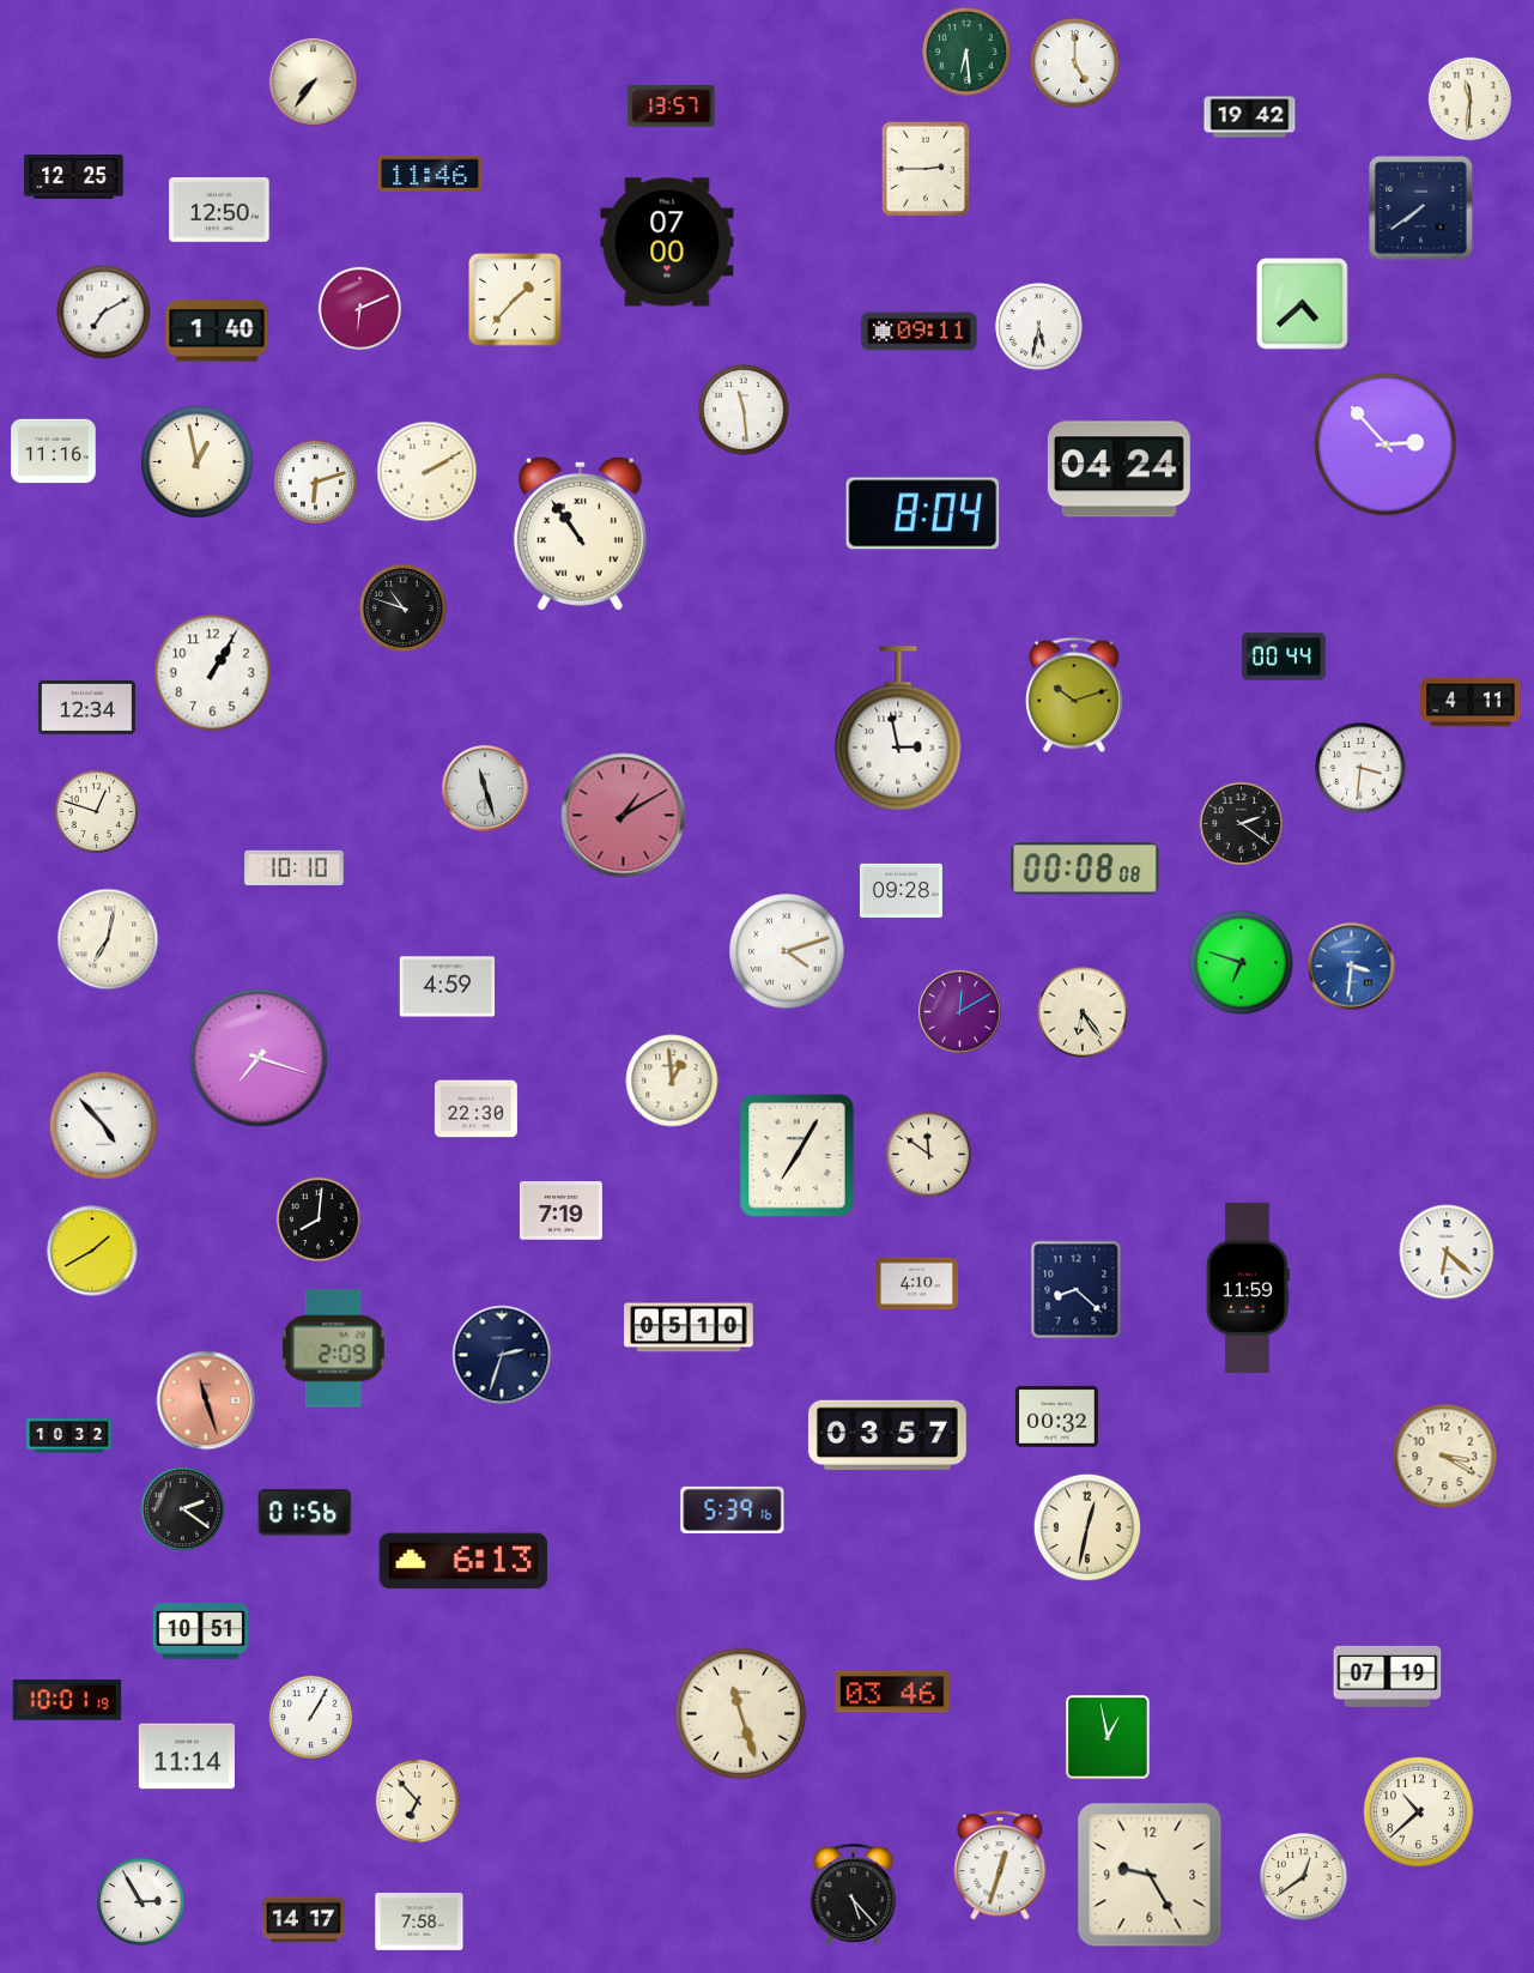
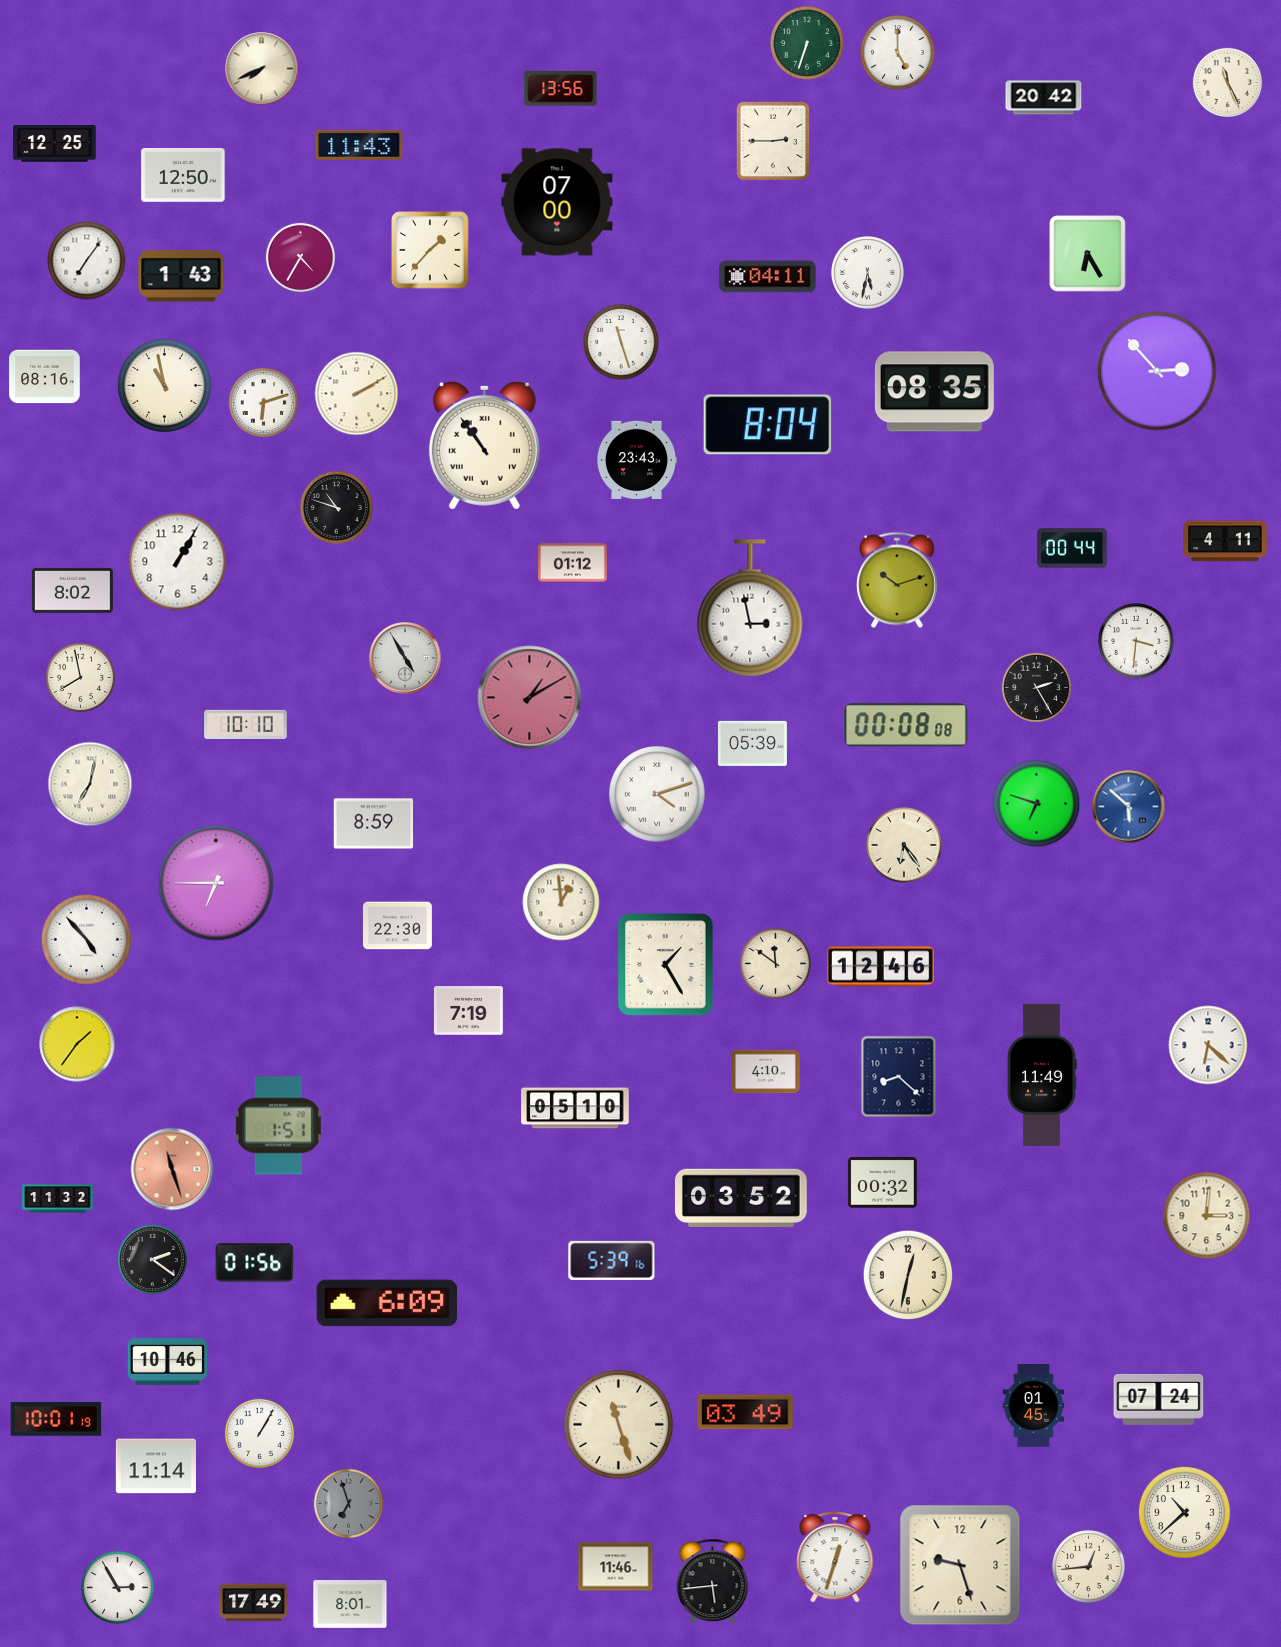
clock at (966, 52): 6:29 -> 6:33
clock at (314, 83): 7:36 -> 7:41
clock at (1471, 99): 11:31 -> 11:26
clock at (672, 107): 13:57 -> 13:56
clock at (1250, 117): 19:42 -> 20:42
clock at (430, 174): 11:46 -> 11:43
clock at (74, 177) position: (74, 177) -> (55, 144)
clock at (1421, 208): 7:39 -> none
clock at (1303, 304): 4:38 -> 6:25
clock at (360, 309): 6:11 -> 4:35
clock at (104, 313): 7:10 -> 7:06
clock at (217, 331): 1:40 -> 1:43
clock at (920, 332): 09:11 -> 04:11
clock at (744, 410): 11:29 -> 11:27
clock at (54, 452): 11:16 -> 08:16
clock at (198, 462): 12:58 -> 10:58
clock at (1118, 470): 04:24 -> 08:35
clock at (923, 514) position: (923, 514) -> (768, 425)
clock at (636, 460): none -> 23:43
clock at (572, 563): none -> 01:12
clock at (1471, 702) position: (1471, 702) -> (1225, 541)
clock at (86, 707): 12:34 -> 8:02
clock at (485, 788): 11:27 -> 4:55
clock at (97, 812): 12:48 -> 7:58
clock at (624, 816) position: (624, 816) -> (530, 698)
clock at (1242, 824): 2:21 -> 2:25
clock at (901, 890): 09:28 -> 05:39
clock at (1352, 967): 3:31 -> 5:52
clock at (448, 987): 4:59 -> 8:59
clock at (960, 1012): 12:10 -> none
clock at (259, 1058): 7:18 -> 6:45
clock at (798, 1156): 7:05 -> 1:25
clock at (880, 967): none -> 12:46
clock at (317, 1219): 8:01 -> none
clock at (92, 1251): 1:40 -> 1:36
clock at (1248, 1288): 11:59 -> 11:49
clock at (333, 1349): 2:09 -> 1:51
clock at (502, 1355): 2:33 -> none
clock at (887, 1435): 03:57 -> 03:52
clock at (69, 1436): 10:32 -> 11:32
clock at (1445, 1457): 3:20 -> 3:01
clock at (463, 1561): 6:13 -> 6:09
clock at (201, 1632): 10:51 -> 10:46
clock at (1388, 1676): 07:19 -> 07:24
clock at (1034, 1406): none -> 01:45
clock at (892, 1691): 03:46 -> 03:49
clock at (741, 1714) position: (741, 1714) -> (619, 1425)
clock at (1108, 1737): 12:58 -> none
clock at (418, 1802): 6:53 -> 6:57
clock at (418, 1802) dial: cream -> grey
clock at (1150, 1875): 9:25 -> 9:27
clock at (616, 1567): none -> 11:46
clock at (1304, 1877): 12:39 -> 12:44
clock at (854, 1895): 5:23 -> 5:44
clock at (303, 1920): 14:17 -> 17:49
clock at (419, 1923): 7:58 -> 8:01
